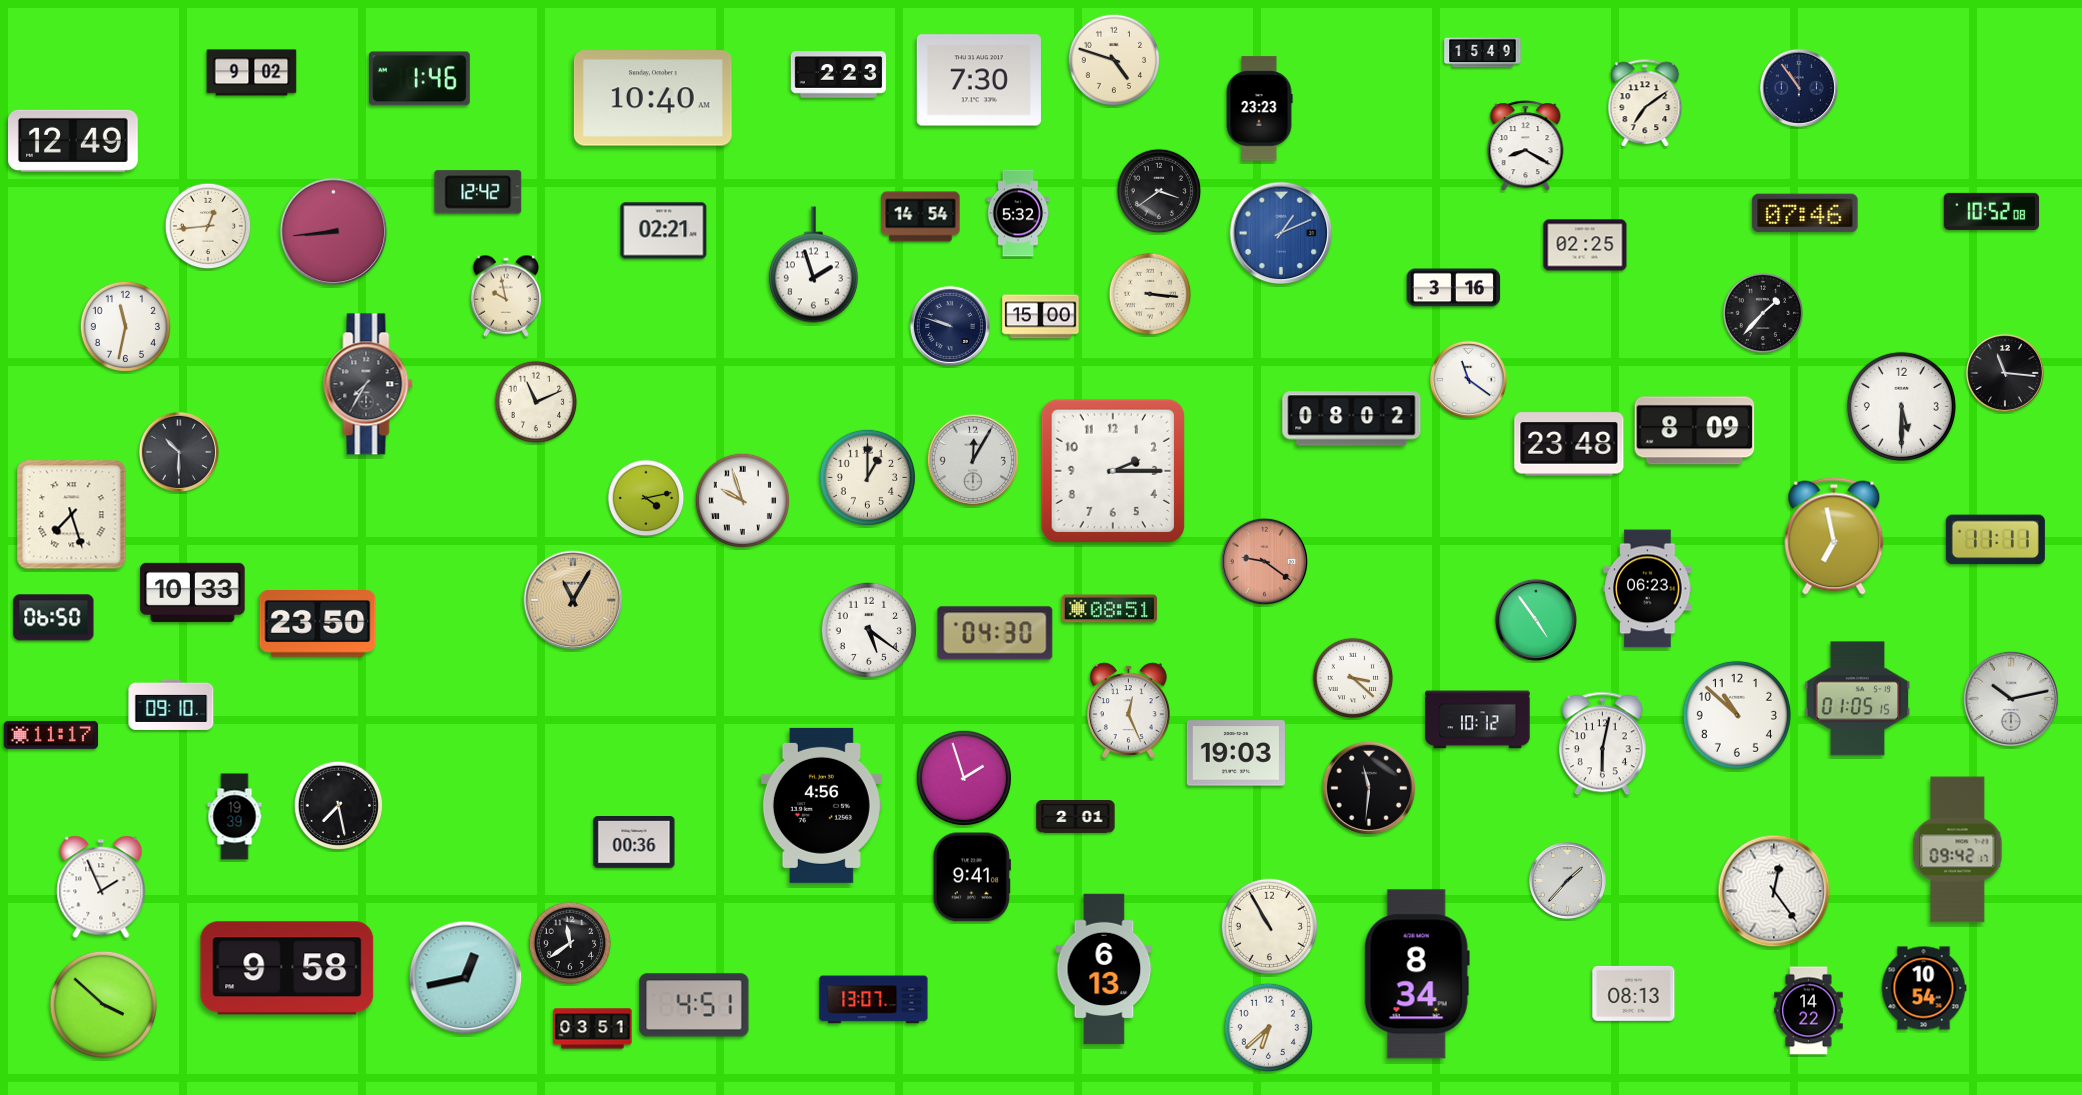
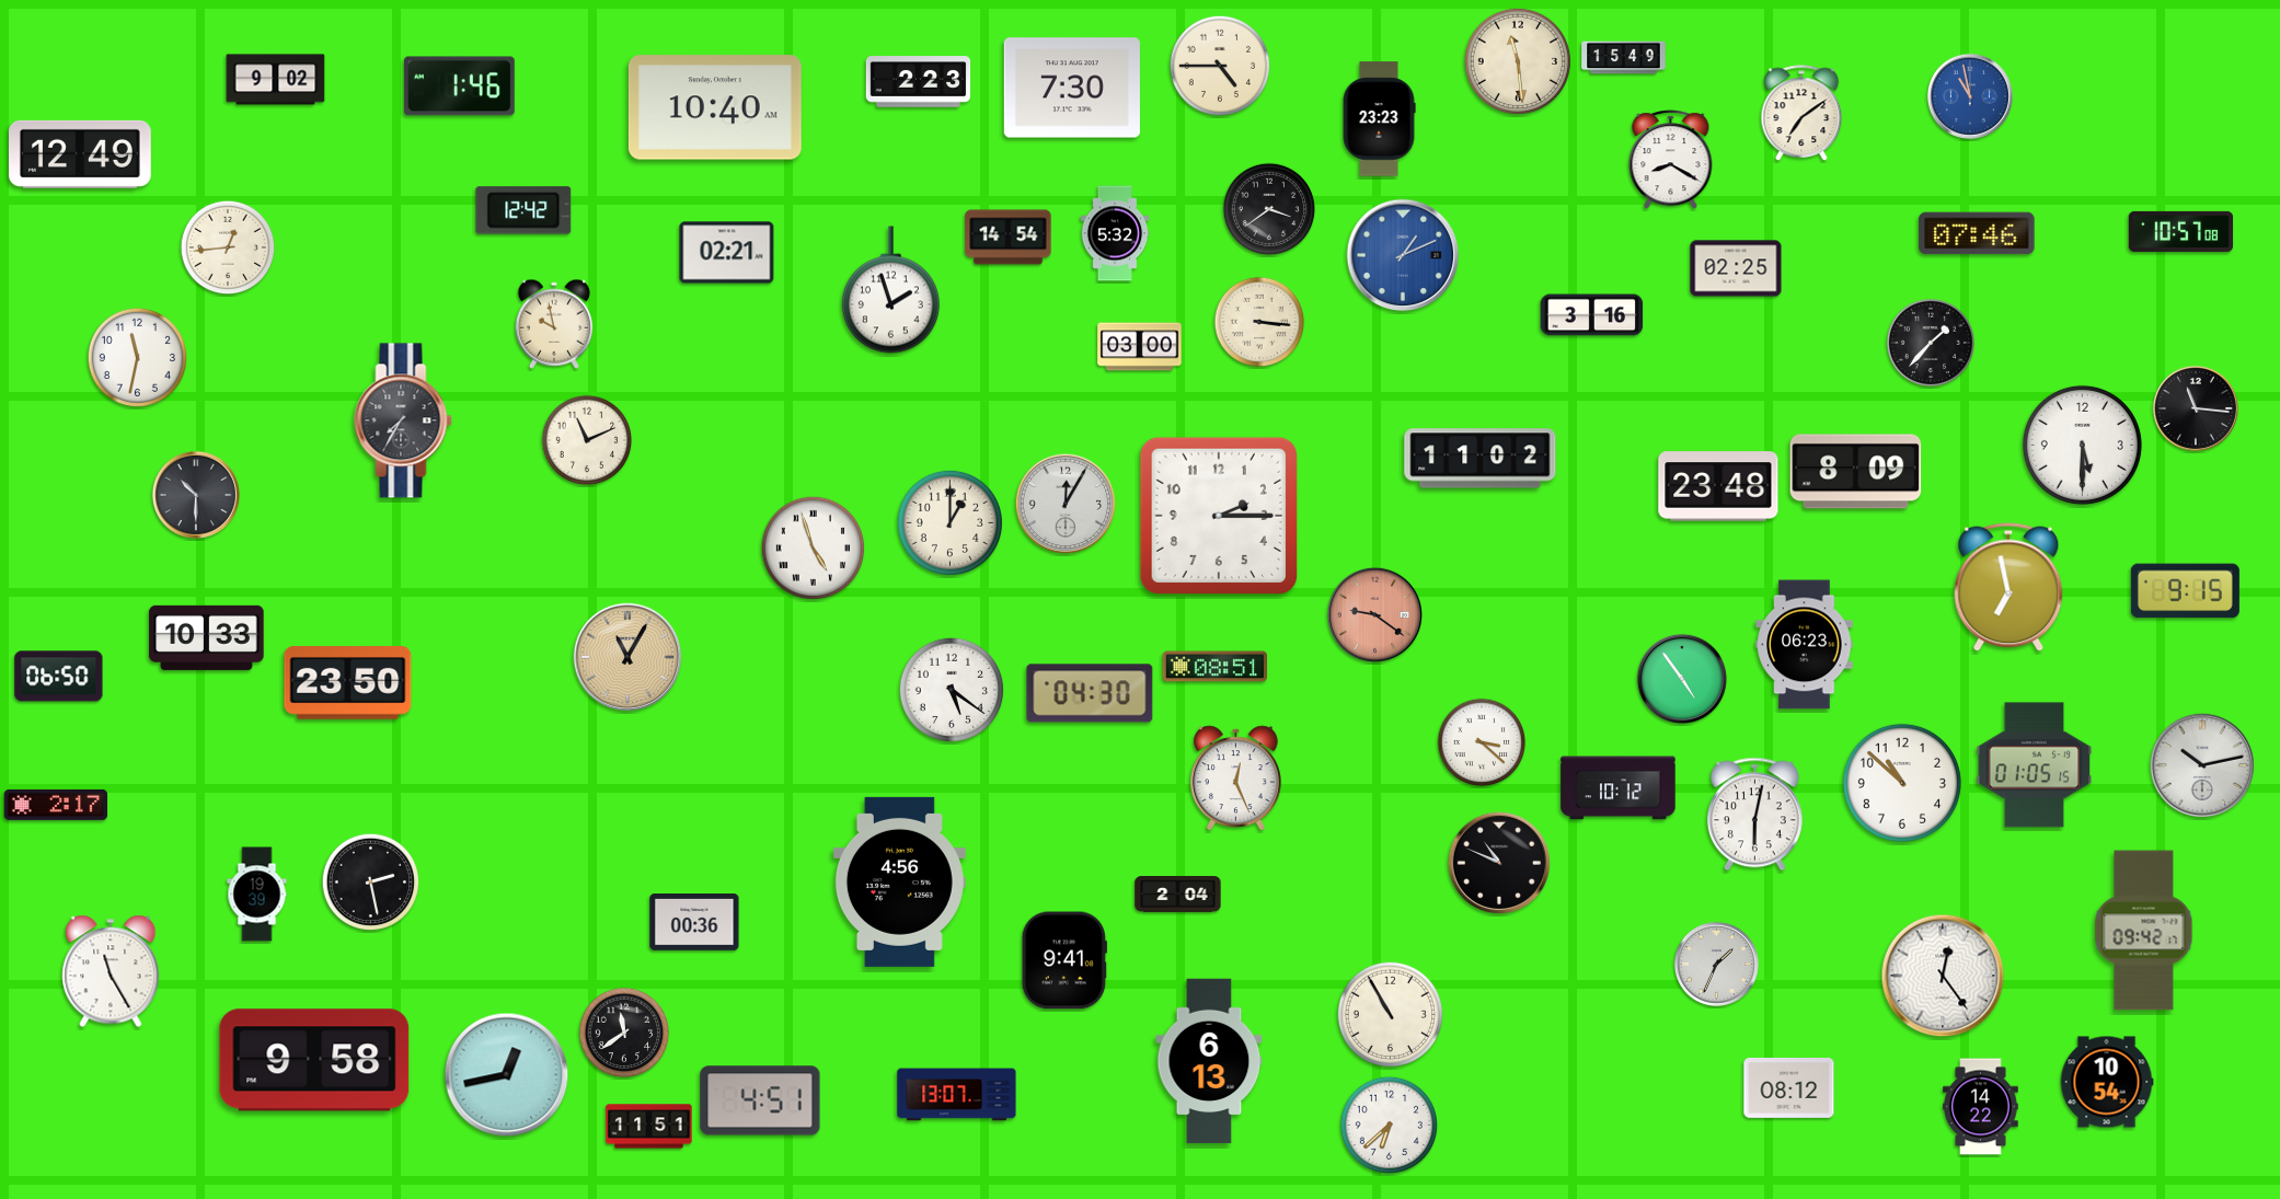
clock at (1518, 61): none -> 11:29
clock at (1113, 59): 4:48 -> 4:45
clock at (1799, 88): 10:54 -> 10:58
clock at (1799, 88) dial: navy -> blue
clock at (1992, 211): 10:52 -> 10:57
clock at (334, 232): 8:44 -> none
clock at (1041, 317): 15:00 -> 03:00
clock at (950, 326): 9:48 -> none
clock at (1468, 379): 11:21 -> none
clock at (1352, 419): 08:02 -> 11:02
clock at (646, 498): 4:13 -> none
clock at (742, 500): 9:57 -> 4:57
clock at (72, 515): 7:27 -> none
clock at (1995, 540): 11:11 -> 9:15
clock at (1264, 561) position: (1264, 561) -> (1374, 614)
clock at (193, 592) position: (193, 592) -> (207, 637)
clock at (171, 705): 09:10 -> none
clock at (51, 735): 11:17 -> 2:17
clock at (1236, 753): 19:03 -> none
clock at (964, 778): 1:57 -> none
clock at (1369, 788): 11:31 -> 10:49
clock at (339, 806): 7:28 -> 2:28
clock at (1076, 817): 2:01 -> 2:04
clock at (1567, 880): 1:37 -> 1:34
clock at (101, 887): 1:56 -> 11:25
clock at (1417, 974): 8:34 -> none
clock at (466, 978) position: (466, 978) -> (507, 1075)
clock at (1634, 993): 08:13 -> 08:12
clock at (103, 1004): 3:52 -> none
clock at (593, 1029): 03:51 -> 11:51
